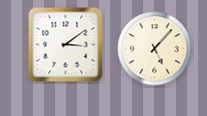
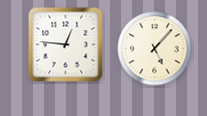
clock at (66, 45): 3:09 -> 12:46
